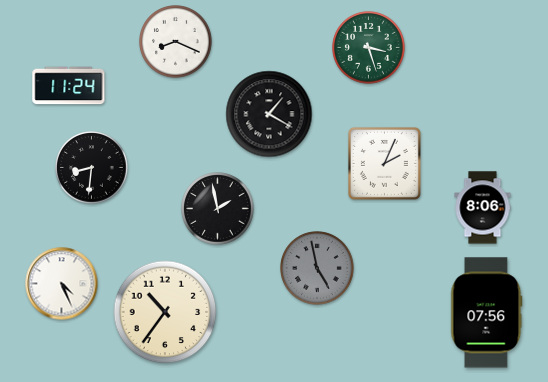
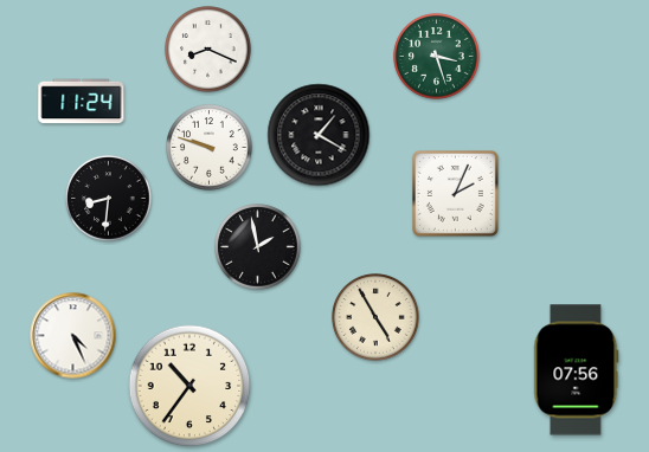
clock at (210, 148): none -> 9:48
clock at (483, 208): 8:06 -> none
clock at (317, 268): 4:58 -> 4:55
clock at (317, 268) dial: grey -> cream
clock at (165, 312) position: (165, 312) -> (189, 386)
